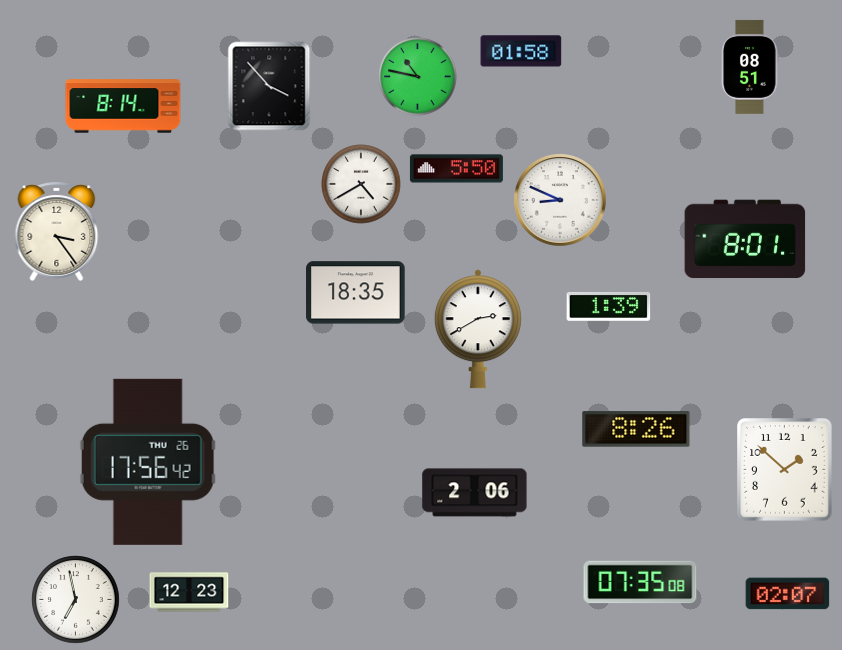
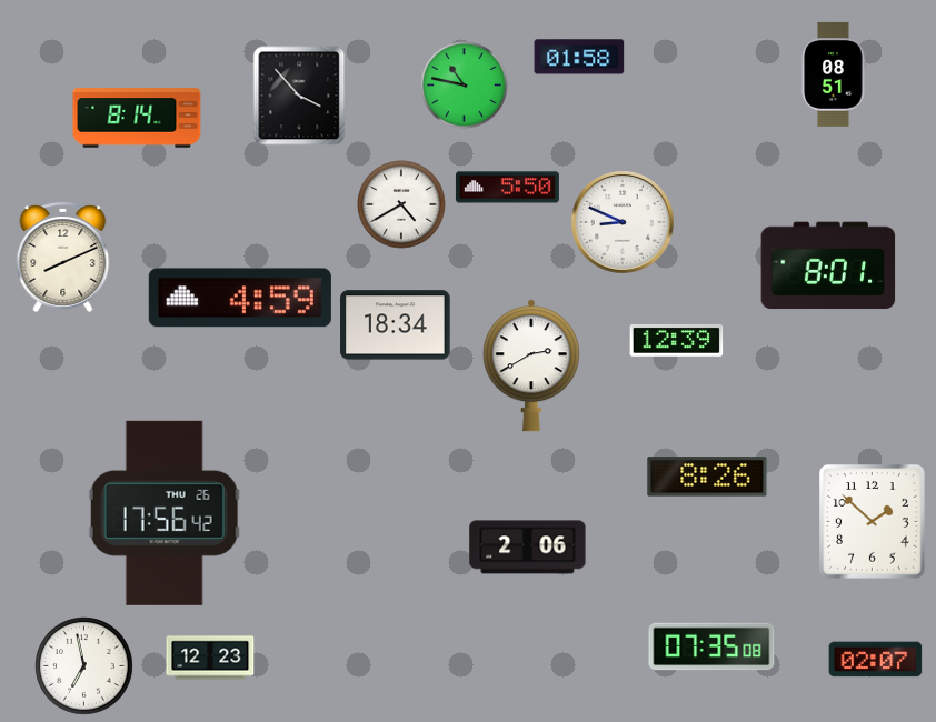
clock at (57, 231): 3:24 -> 8:11
clock at (240, 298): none -> 4:59
clock at (356, 293): 18:35 -> 18:34
clock at (609, 306): 1:39 -> 12:39
